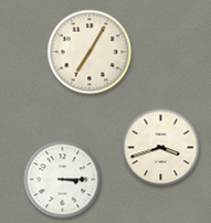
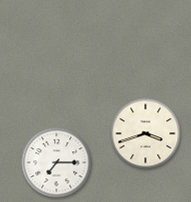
clock at (89, 52): 7:05 -> none
clock at (63, 180): 3:15 -> 7:15
